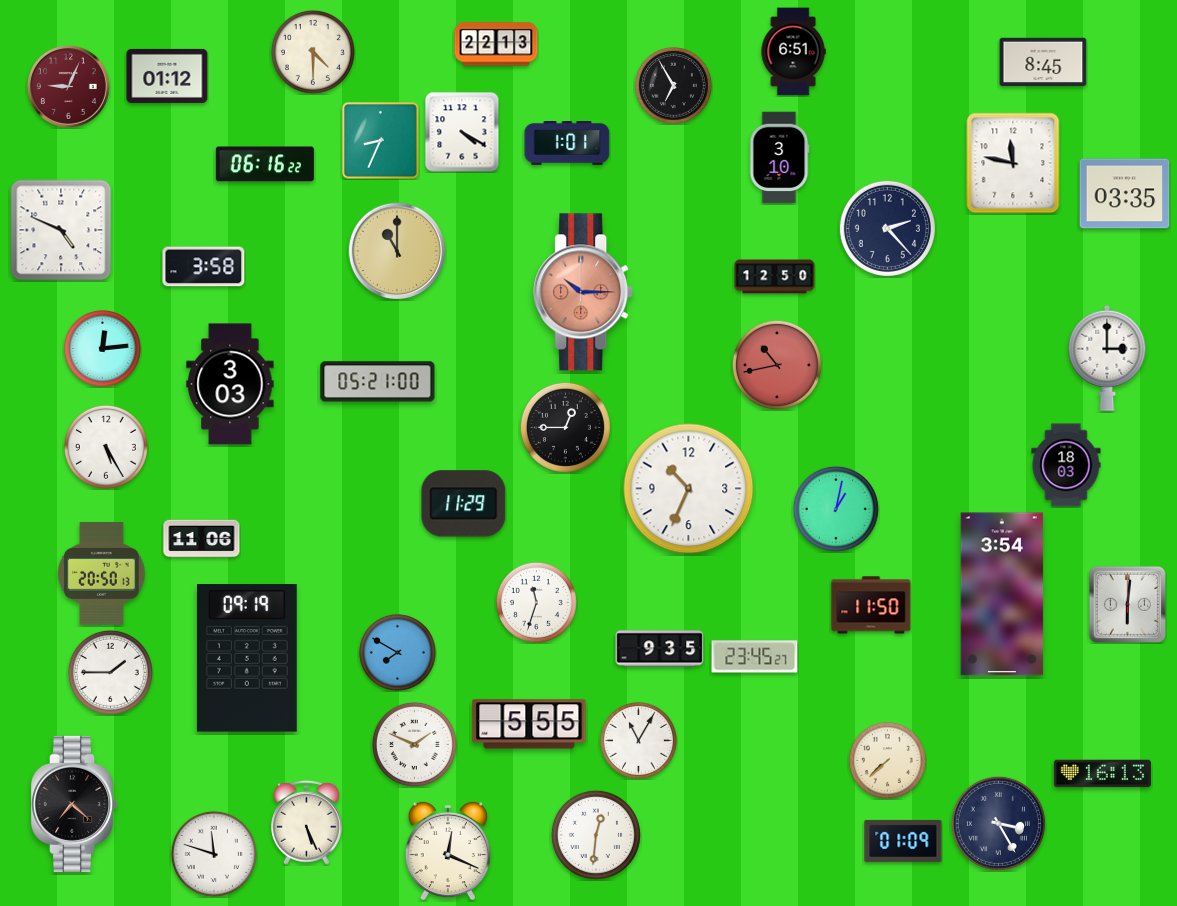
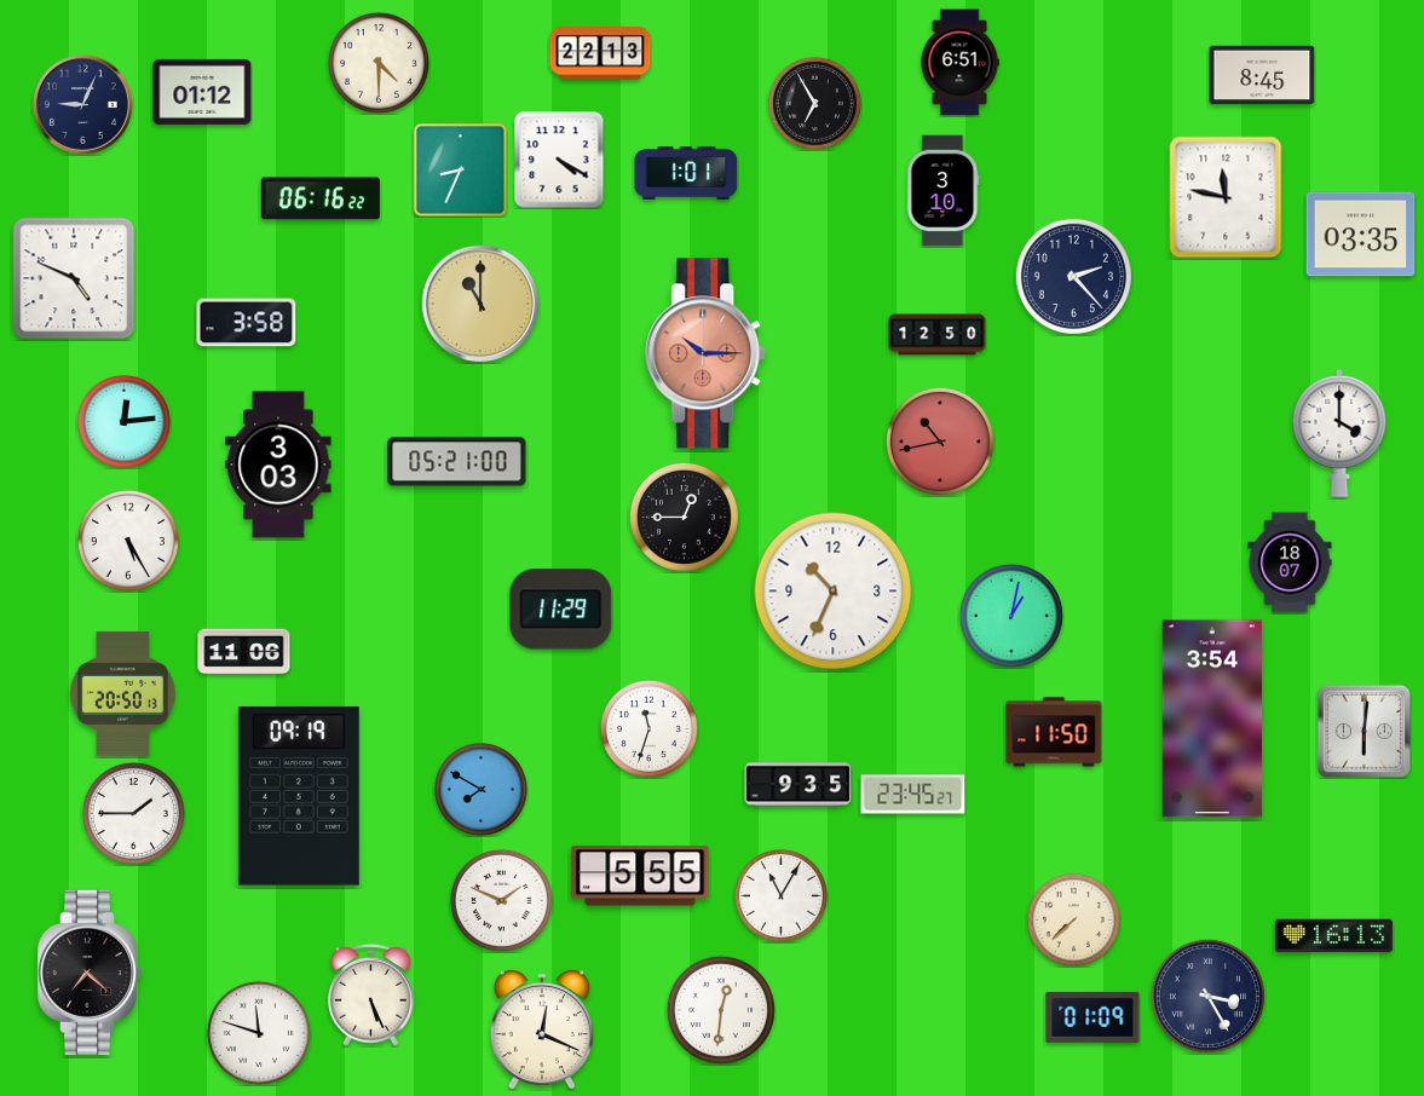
clock at (69, 87) dial: burgundy -> navy
clock at (1107, 358): 3:00 -> 4:00
clock at (1066, 465): 18:03 -> 18:07
clock at (638, 740) position: (638, 740) -> (780, 895)
